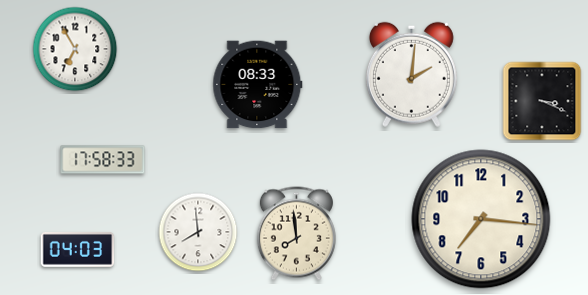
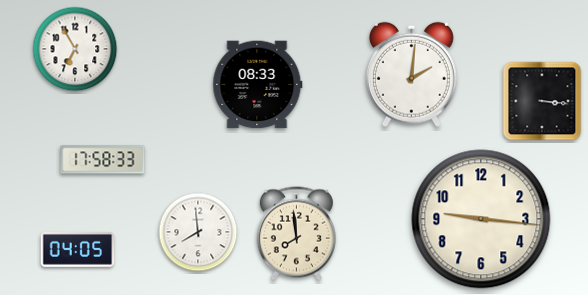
clock at (542, 101): 3:19 -> 3:16
clock at (481, 219): 7:16 -> 9:16
clock at (78, 249): 04:03 -> 04:05
